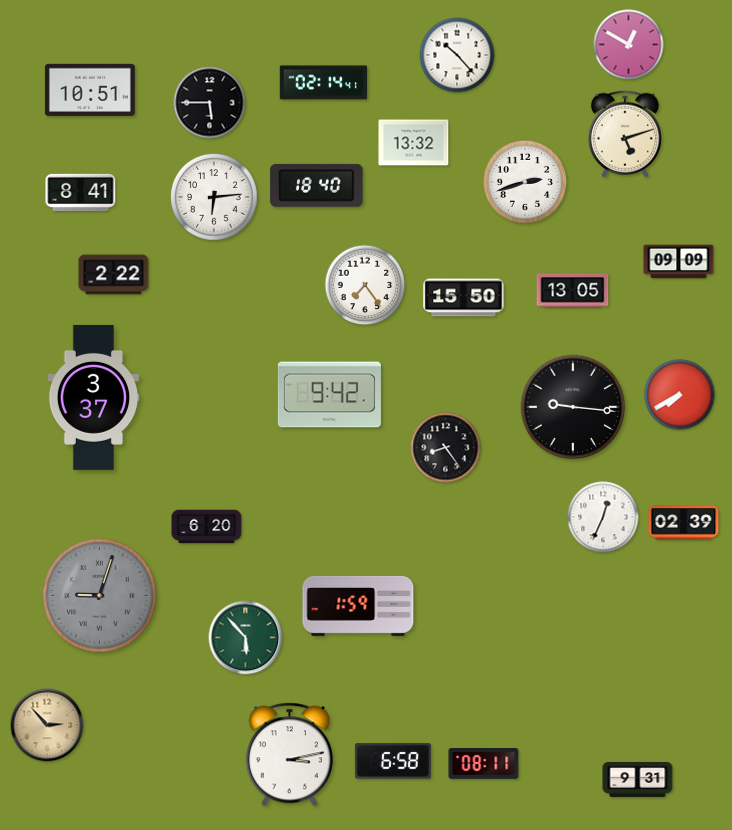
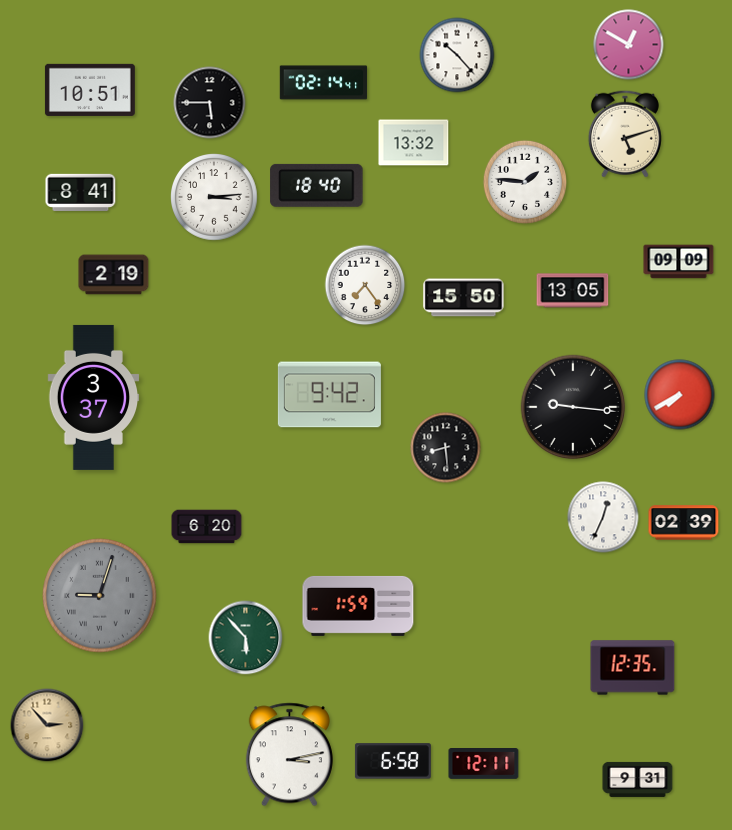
clock at (525, 182): 2:42 -> 1:46
clock at (215, 198): 6:14 -> 3:14
clock at (114, 275): 2:22 -> 2:19
clock at (446, 448): 8:24 -> 8:29
clock at (633, 668): none -> 12:35
clock at (484, 764): 08:11 -> 12:11
